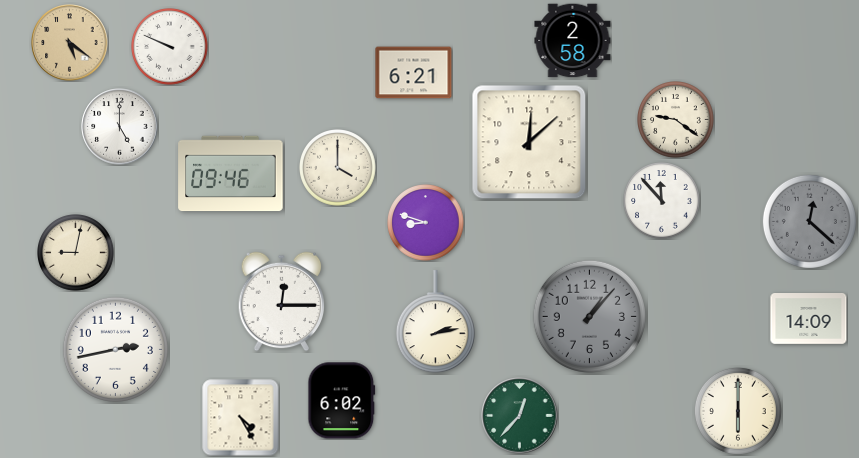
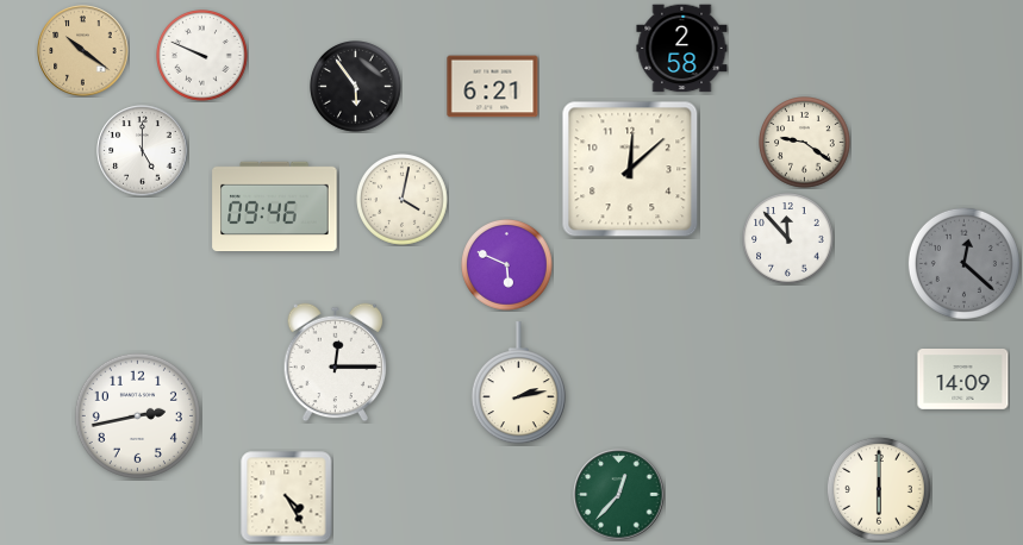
clock at (70, 43): 5:21 -> 10:21
clock at (356, 87): none -> 5:54
clock at (338, 168): 4:00 -> 4:02
clock at (426, 223): 8:48 -> 5:49
clock at (76, 253): 9:02 -> none
clock at (282, 302) position: (282, 302) -> (336, 363)
clock at (589, 316): 1:07 -> none
clock at (342, 401): 6:02 -> none
